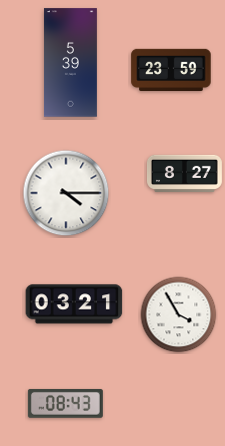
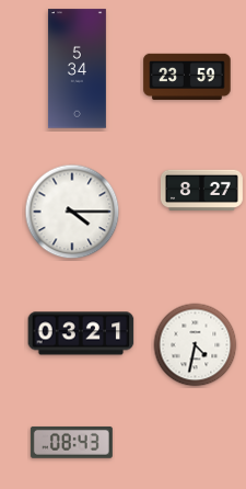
clock at (70, 63): 5:39 -> 5:34
clock at (179, 315): 3:55 -> 4:32
